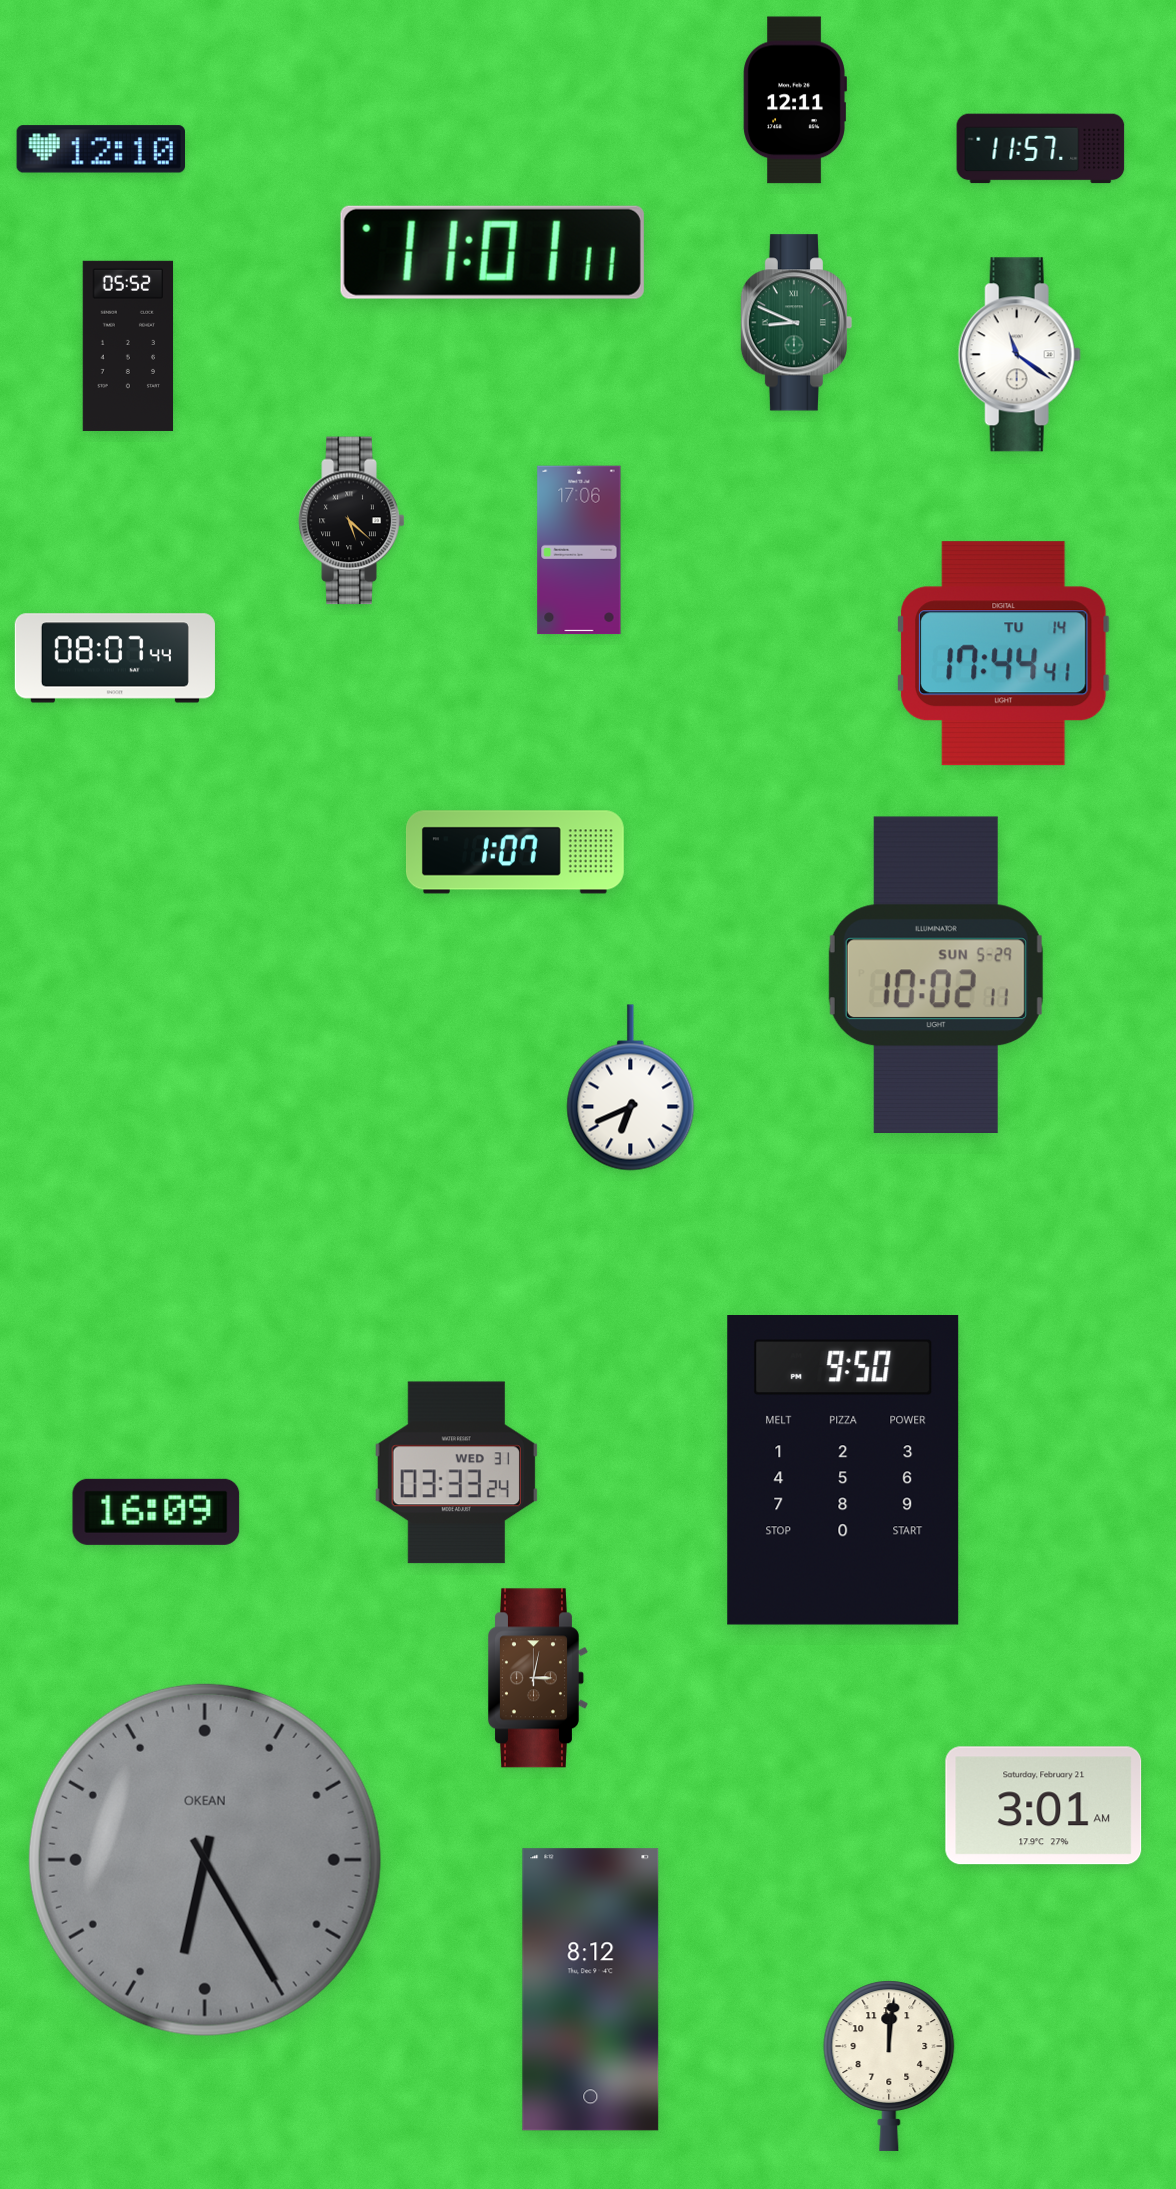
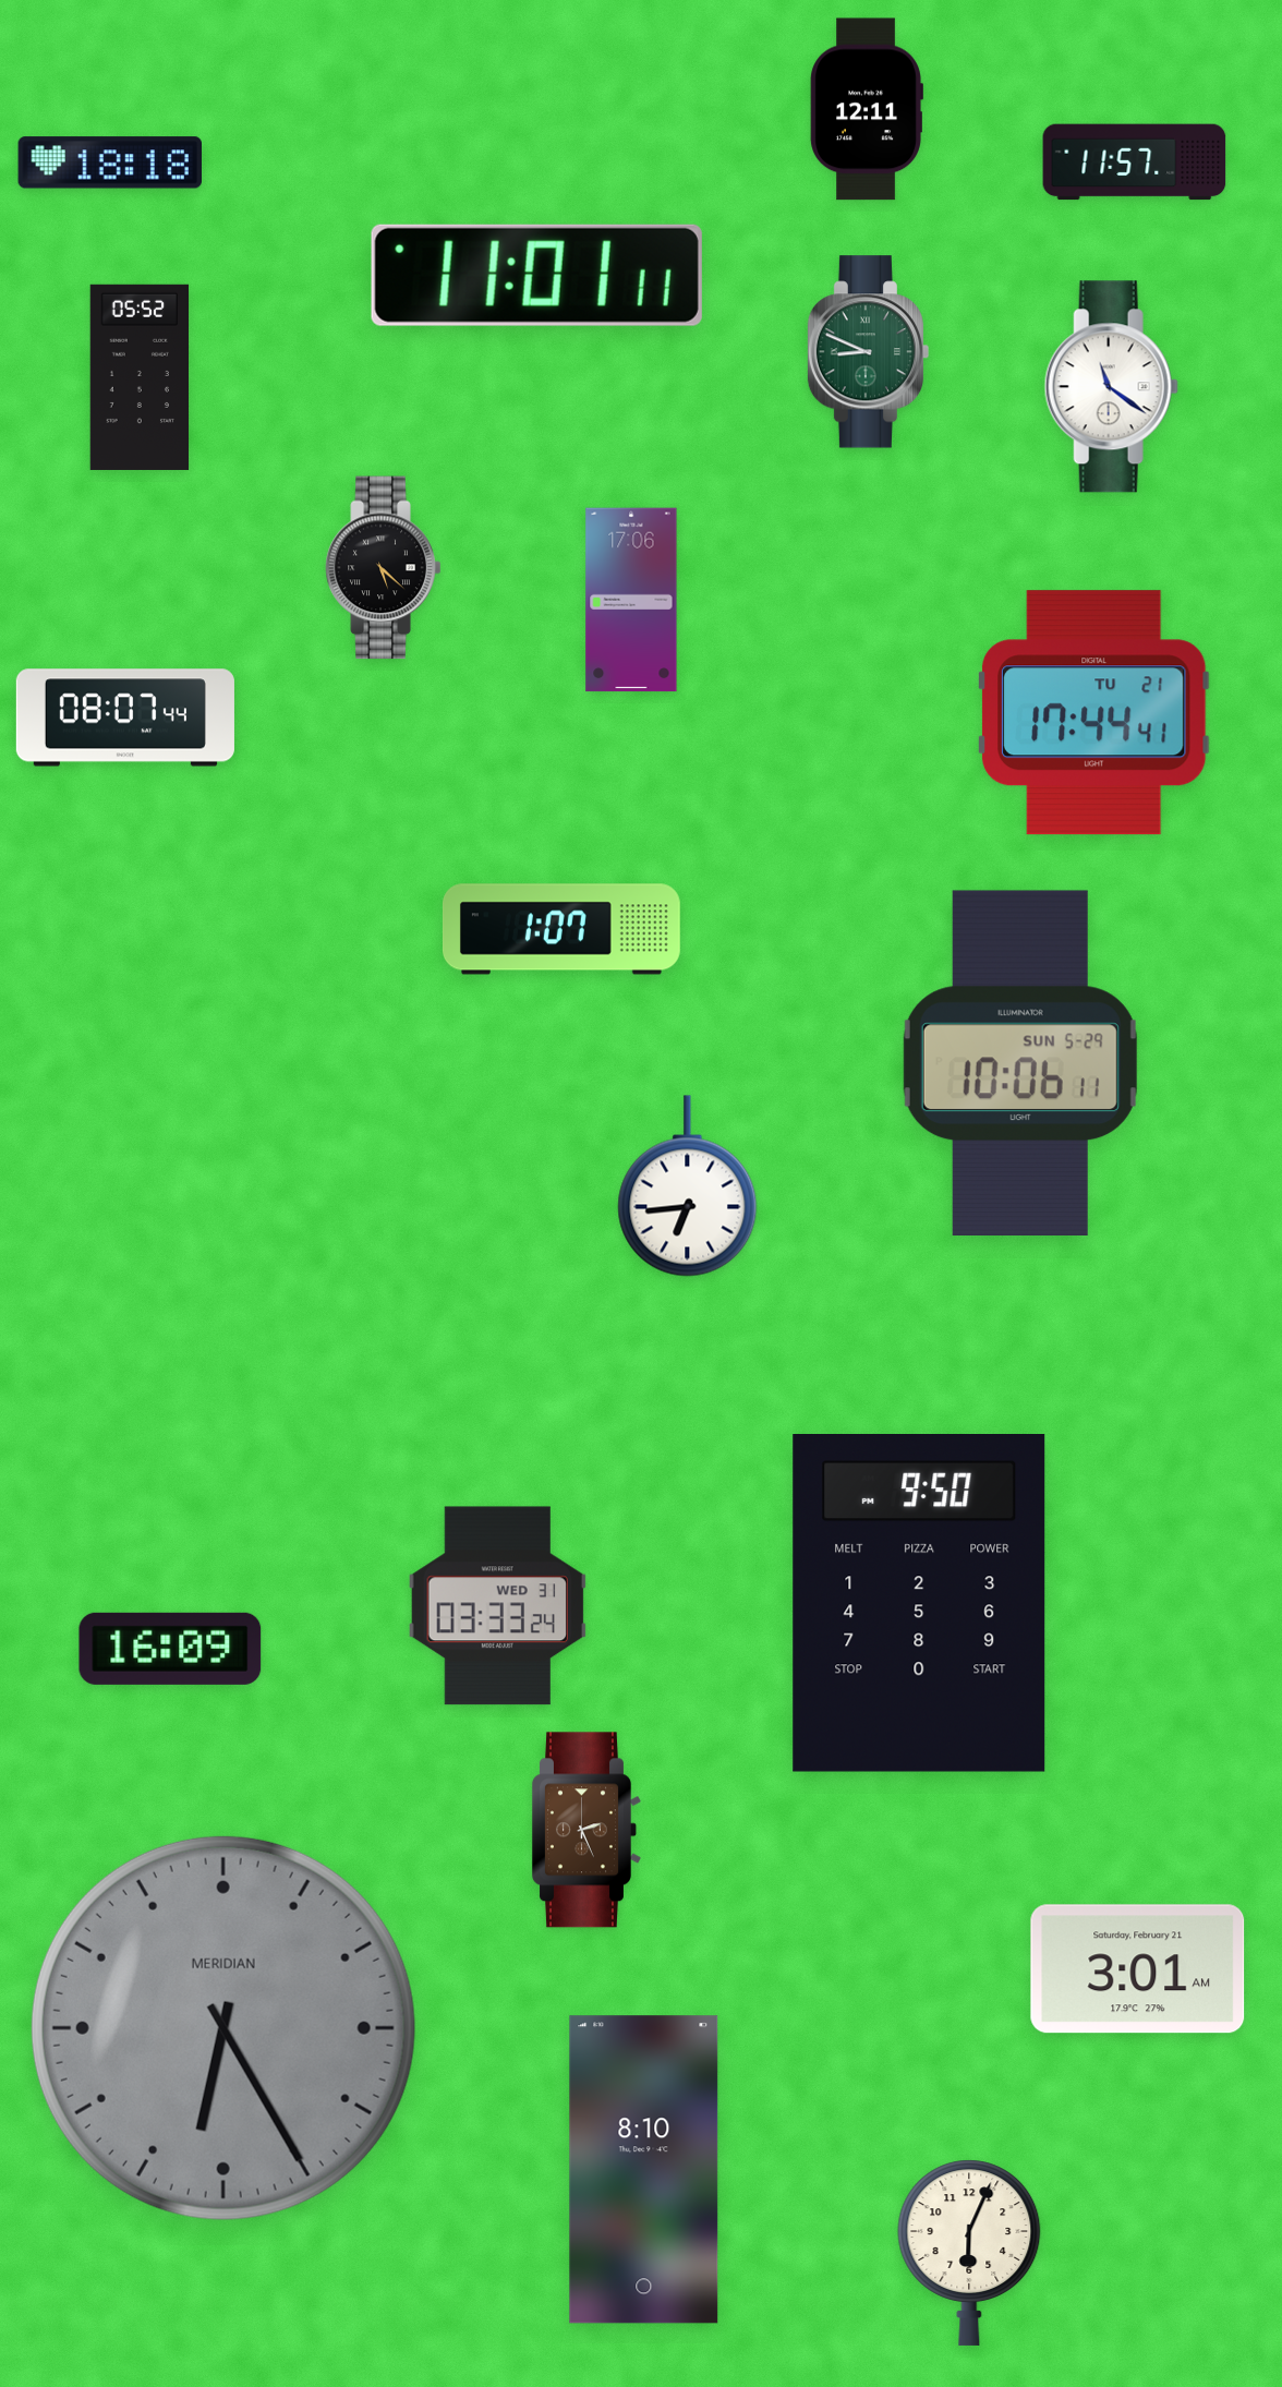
clock at (100, 149): 12:10 -> 18:18
clock at (1003, 654) date: TU 14 -> TU 21
clock at (936, 974): 10:02 -> 10:06
clock at (631, 1088): 6:41 -> 6:44
clock at (538, 1678): 3:02 -> 2:26
clock at (205, 1860) brand: OKEAN -> MERIDIAN
clock at (591, 1990): 8:12 -> 8:10
clock at (889, 2066): 12:01 -> 6:04
